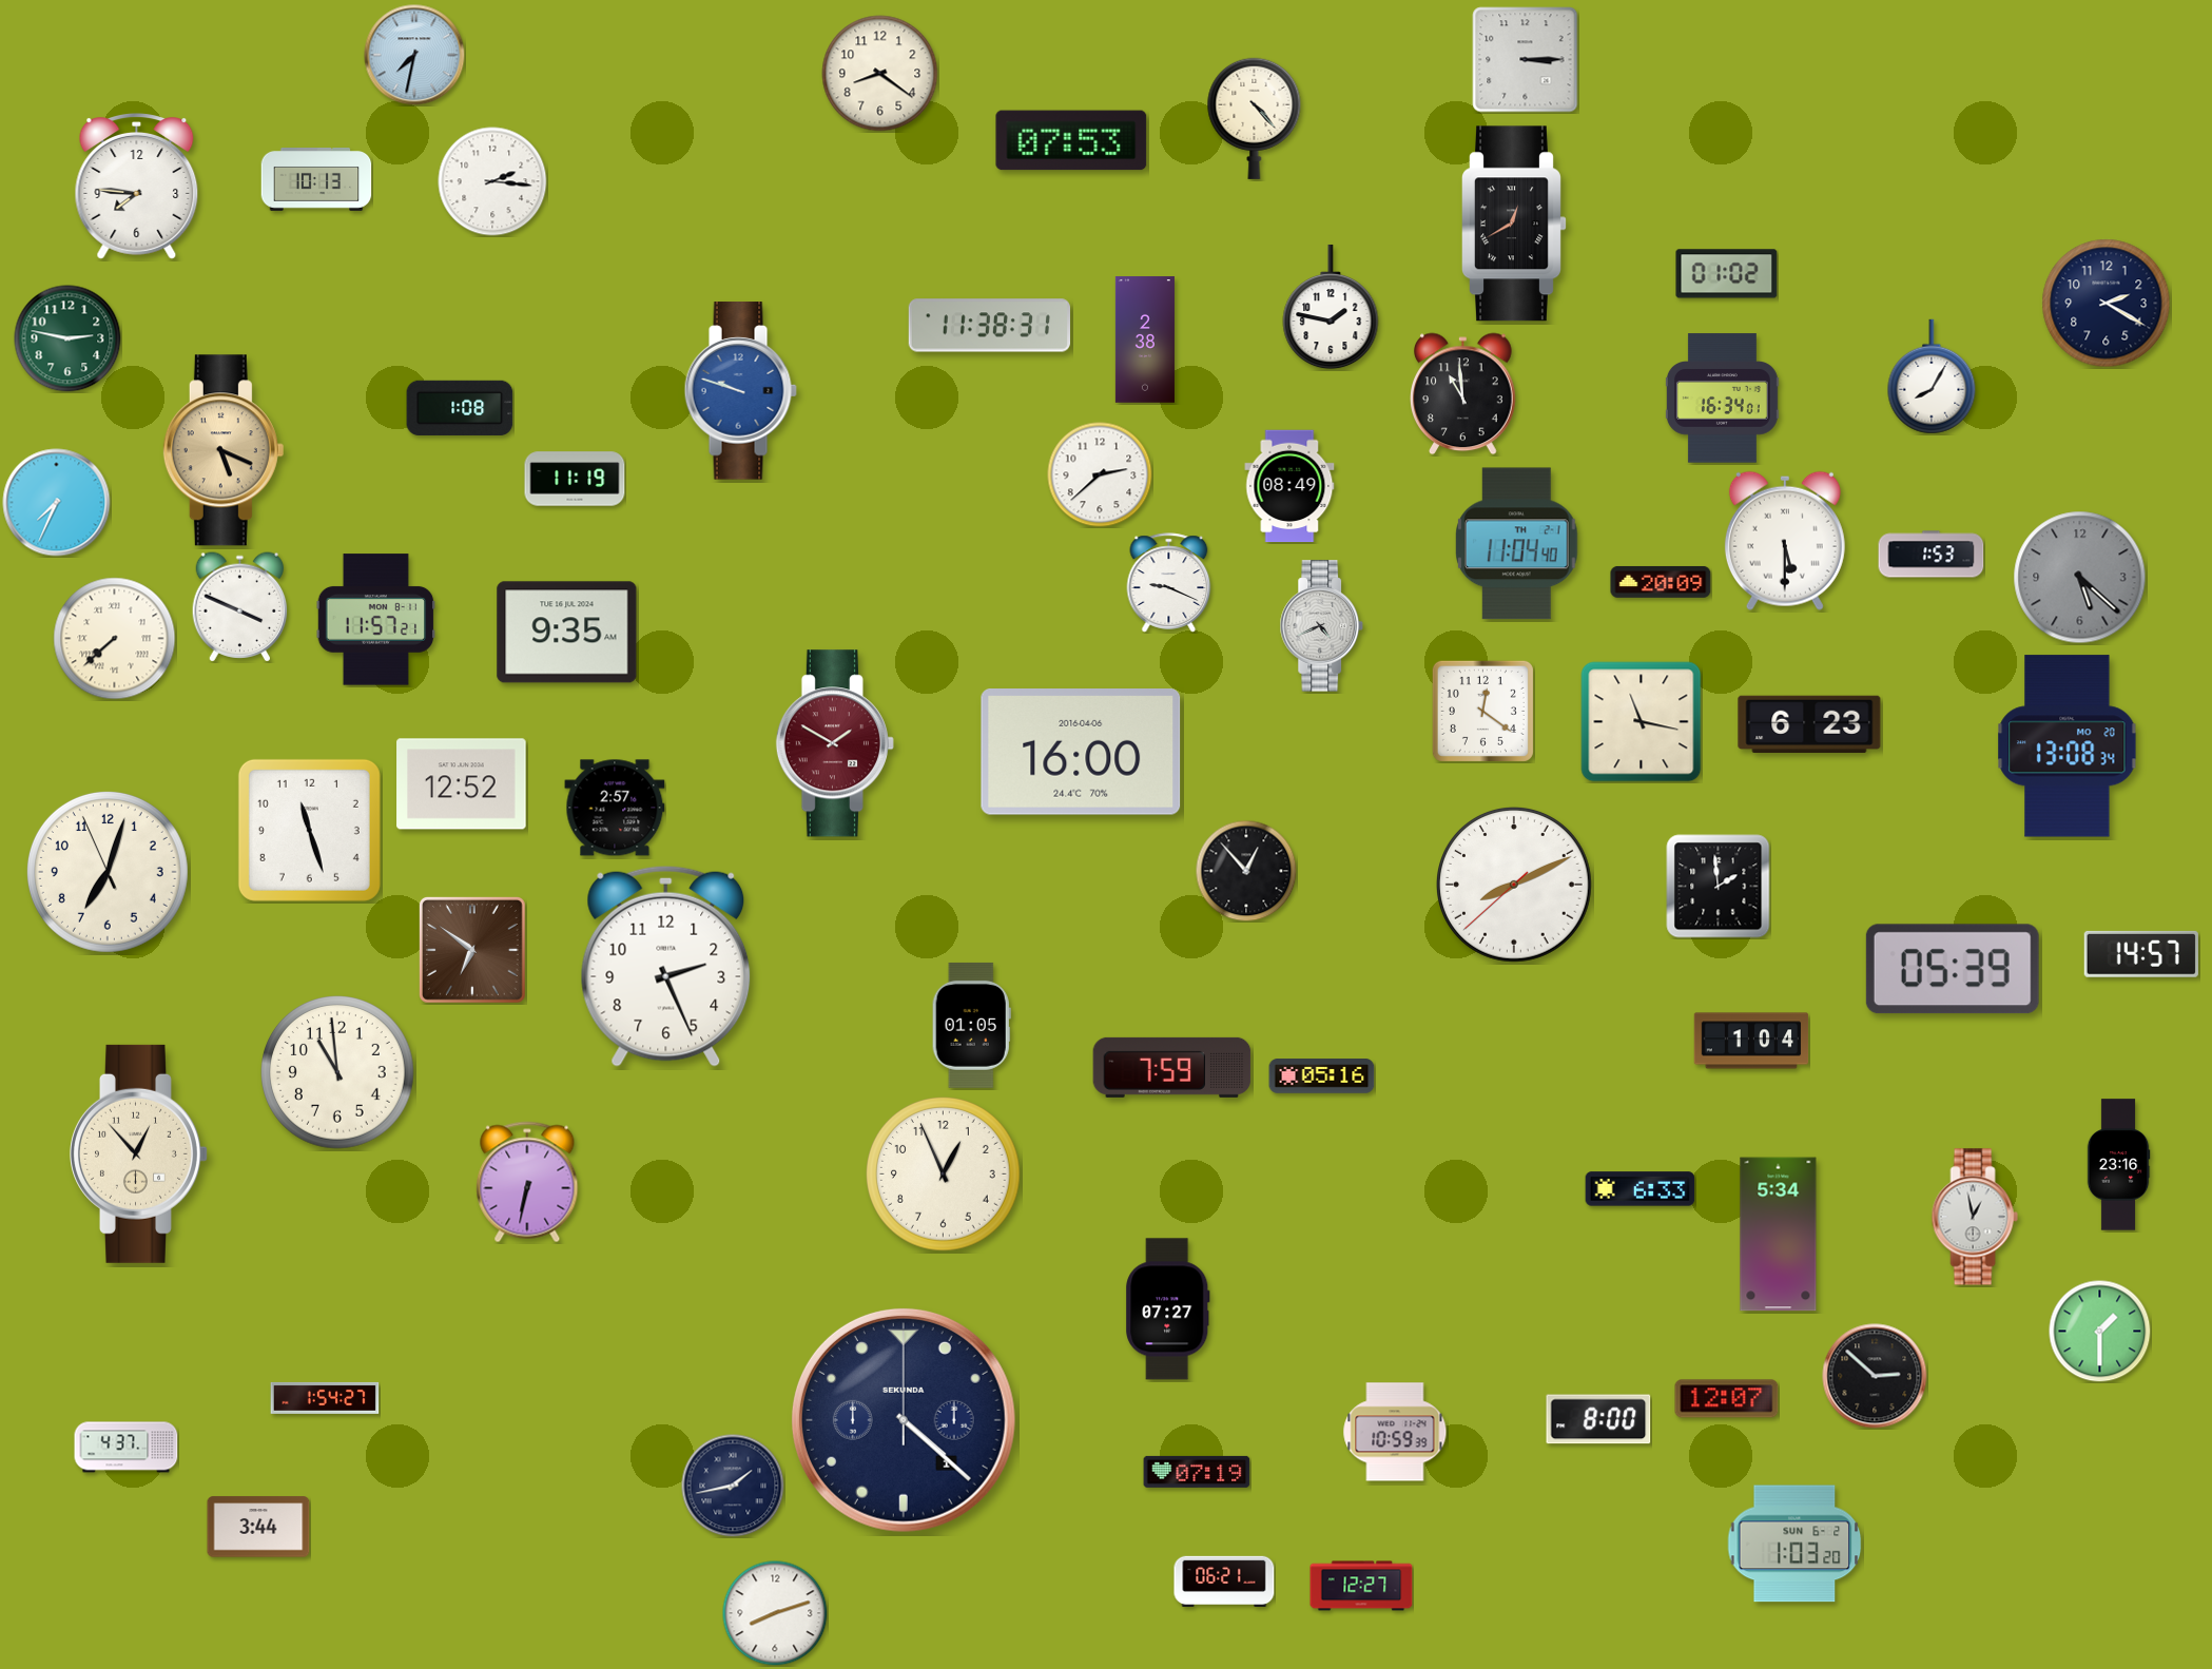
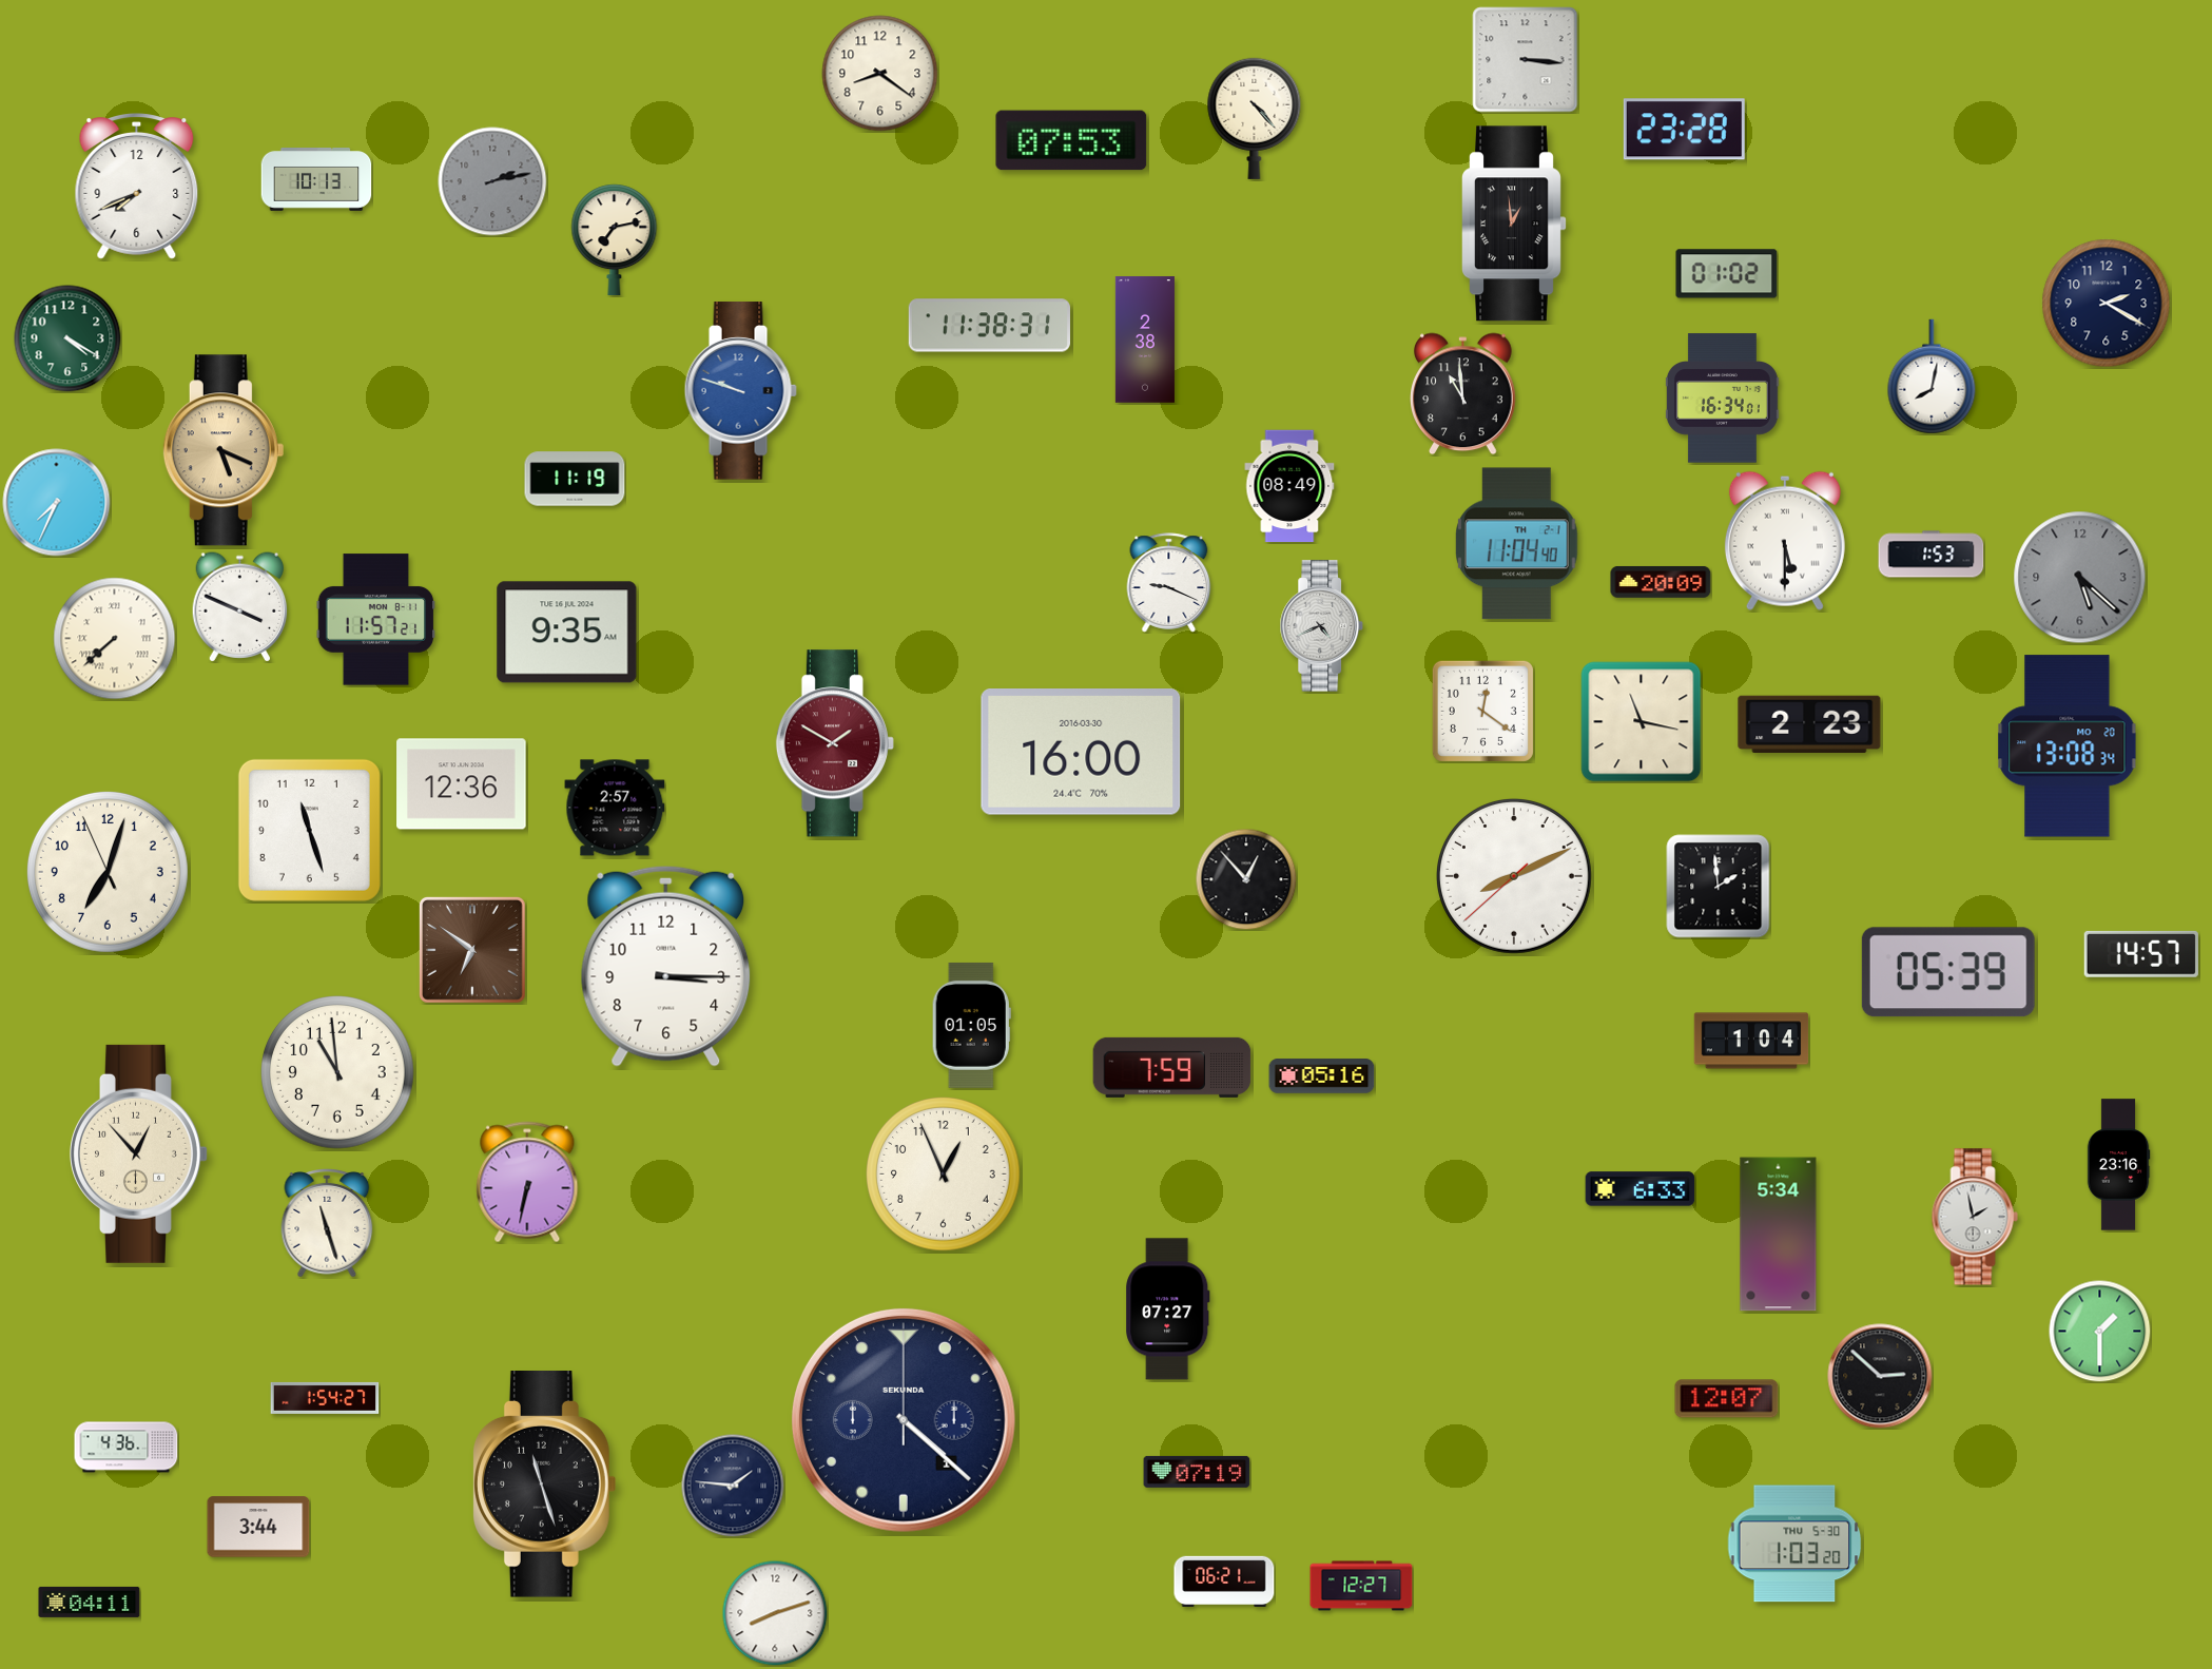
clock at (414, 55): 7:32 -> none
clock at (1526, 60): 3:15 -> 3:16
clock at (1684, 130): none -> 23:28
clock at (492, 181): 2:16 -> 2:13
clock at (492, 181) dial: white -> grey
clock at (137, 187): 7:46 -> 7:41
clock at (1515, 224): 12:40 -> 12:59
clock at (615, 240): none -> 7:13
clock at (1331, 307): 1:47 -> none
clock at (67, 338): 2:47 -> 4:20
clock at (1932, 376): 8:05 -> 8:02
clock at (460, 408): 1:08 -> none
clock at (1100, 474): 2:38 -> none
clock at (1809, 724): 6:23 -> 2:23
clock at (1081, 753) date: 2016-04-06 -> 2016-03-30
clock at (462, 784): 12:52 -> 12:36
clock at (1246, 871) position: (1246, 871) -> (1246, 879)
clock at (1515, 886) position: (1515, 886) -> (1515, 877)
clock at (666, 966): 2:26 -> 3:15
clock at (1953, 969) position: (1953, 969) -> (1948, 972)
clock at (1975, 1217): 12:58 -> 1:58
clock at (327, 1224): none -> 11:27
clock at (1875, 1376) position: (1875, 1376) -> (1880, 1376)
clock at (1598, 1419): 8:00 -> none
clock at (1395, 1432): 10:59 -> none
clock at (127, 1448): 4:37 -> 4:36
clock at (545, 1484): none -> 11:27
clock at (733, 1486): 1:43 -> 1:46
clock at (1794, 1544) date: SUN 6-2 -> THU 5-30
clock at (90, 1602): none -> 04:11
